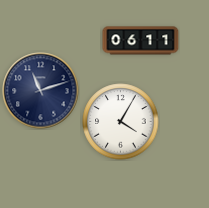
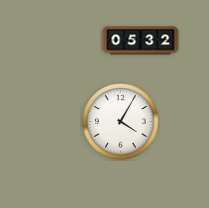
clock at (141, 41): 06:11 -> 05:32
clock at (41, 91): 11:12 -> none
